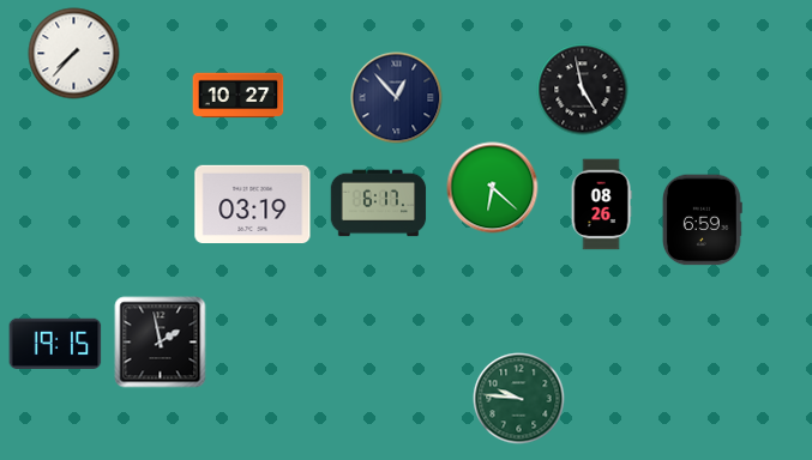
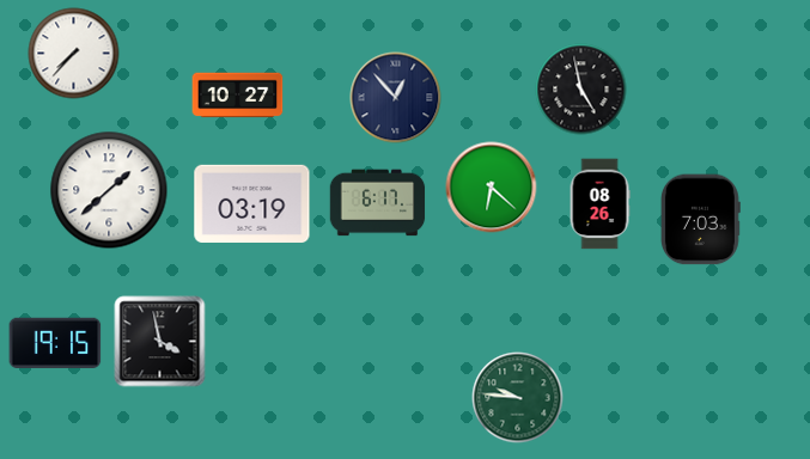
clock at (109, 190): none -> 1:38
clock at (702, 220): 6:59 -> 7:03
clock at (161, 343): 1:58 -> 3:58
